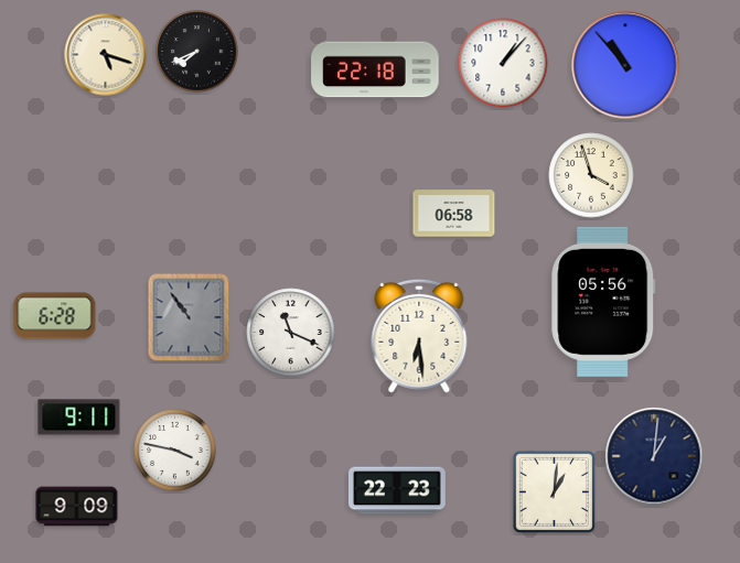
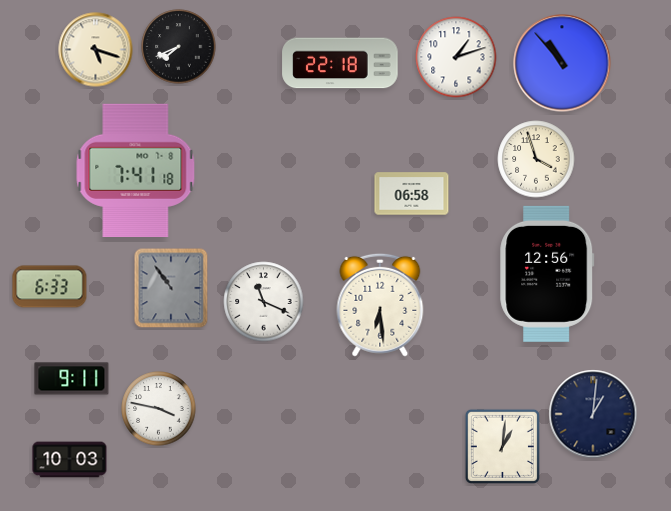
clock at (503, 63): 1:07 -> 1:12
clock at (625, 65) position: (625, 65) -> (562, 63)
clock at (136, 170): none -> 7:41
clock at (603, 302): 05:56 -> 12:56
clock at (55, 316): 6:28 -> 6:33
clock at (397, 490): 22:23 -> none
clock at (77, 507): 9:09 -> 10:03
